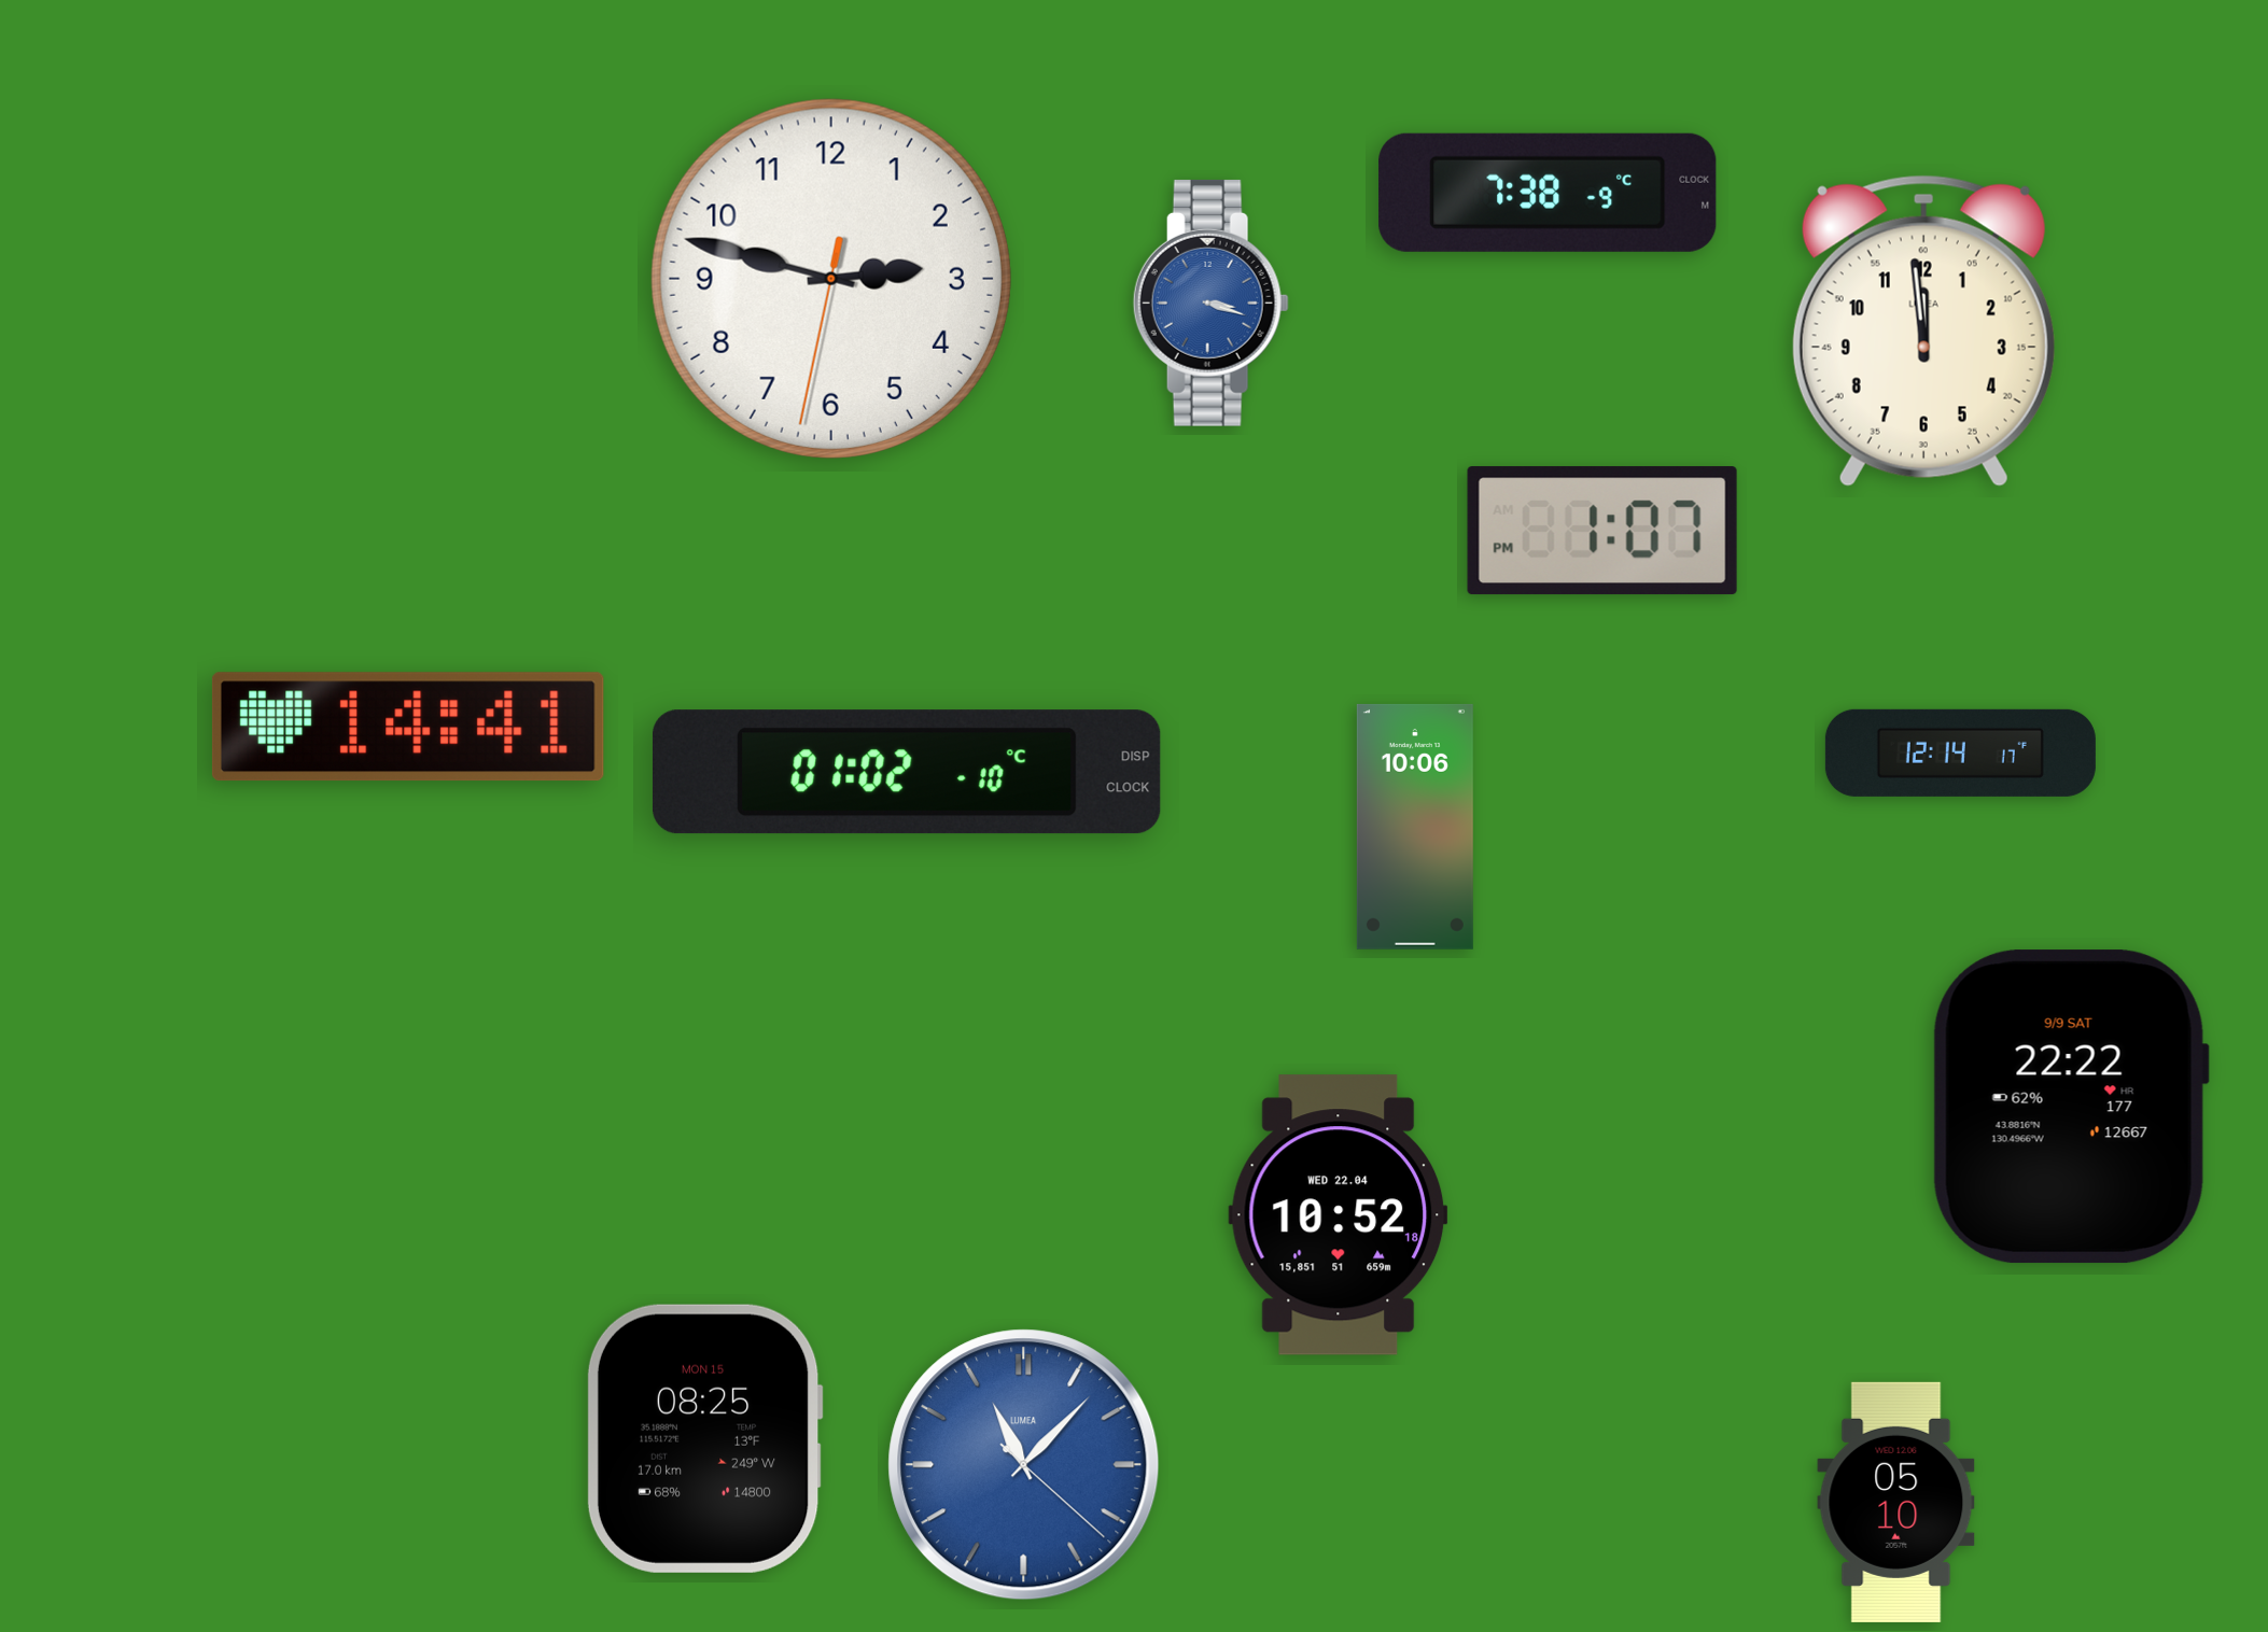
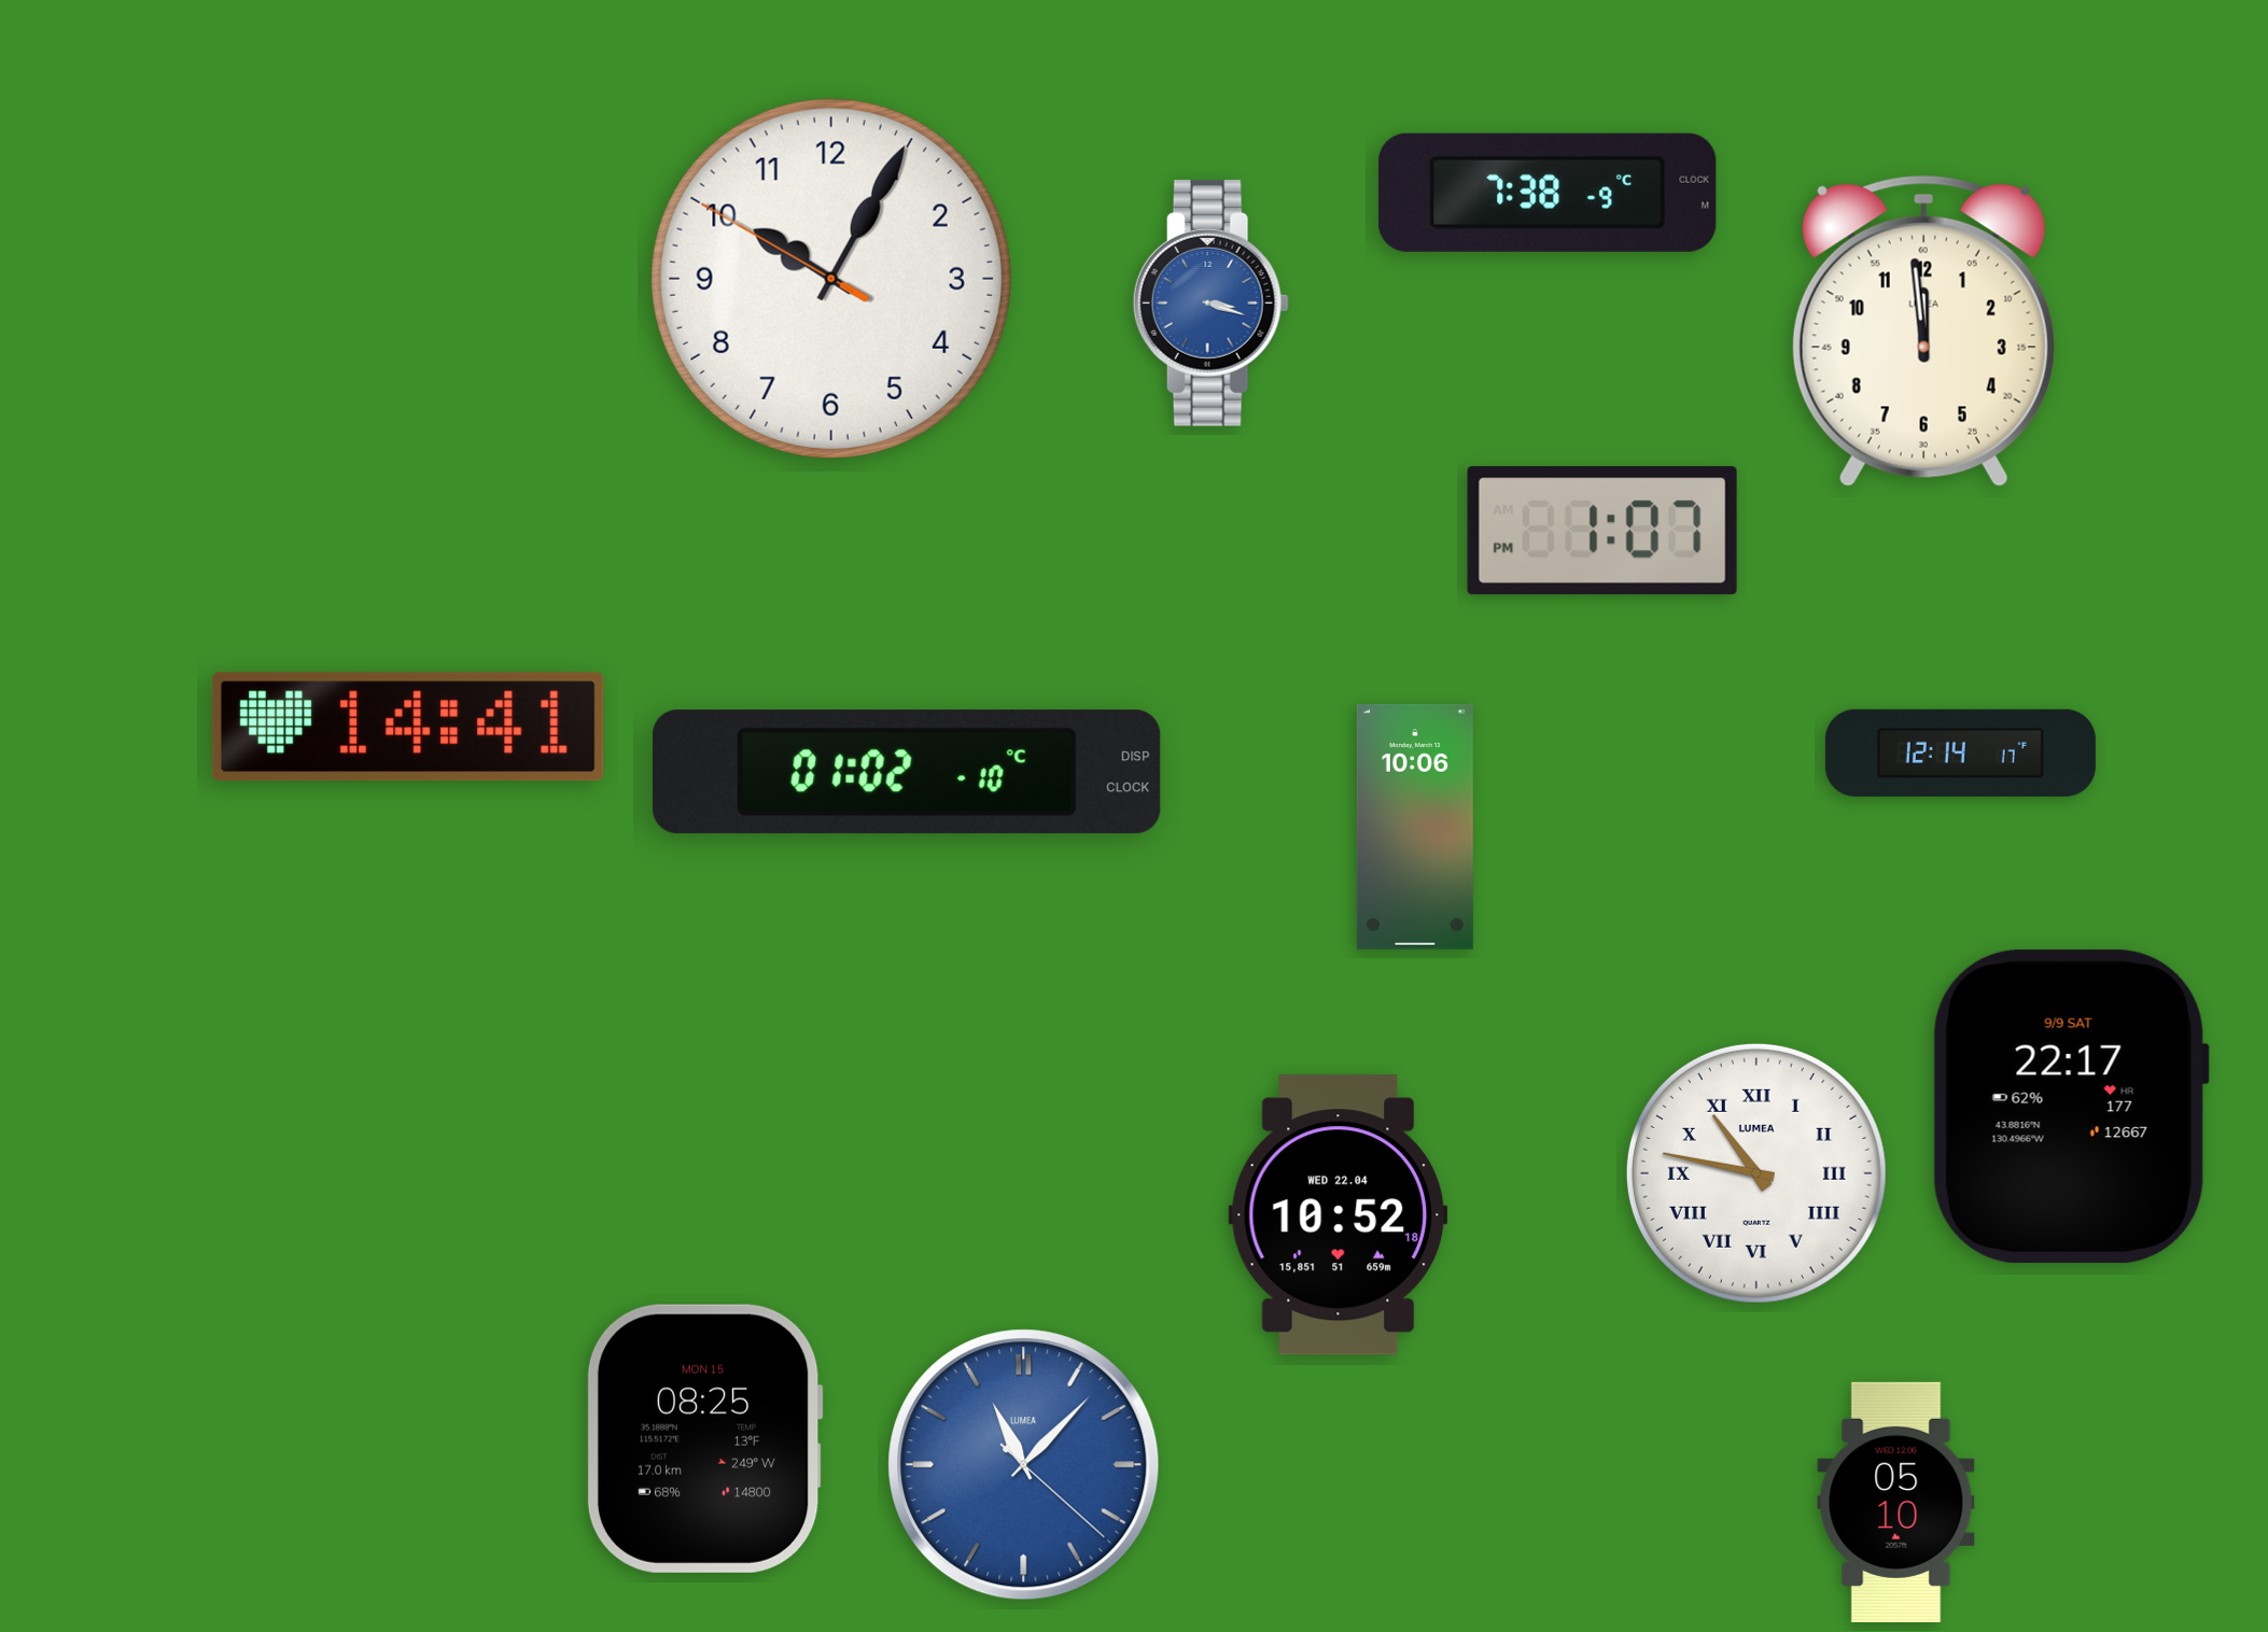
clock at (831, 279): 2:47 -> 10:04
clock at (2071, 1107): 22:22 -> 22:17
clock at (1756, 1173): none -> 10:47
